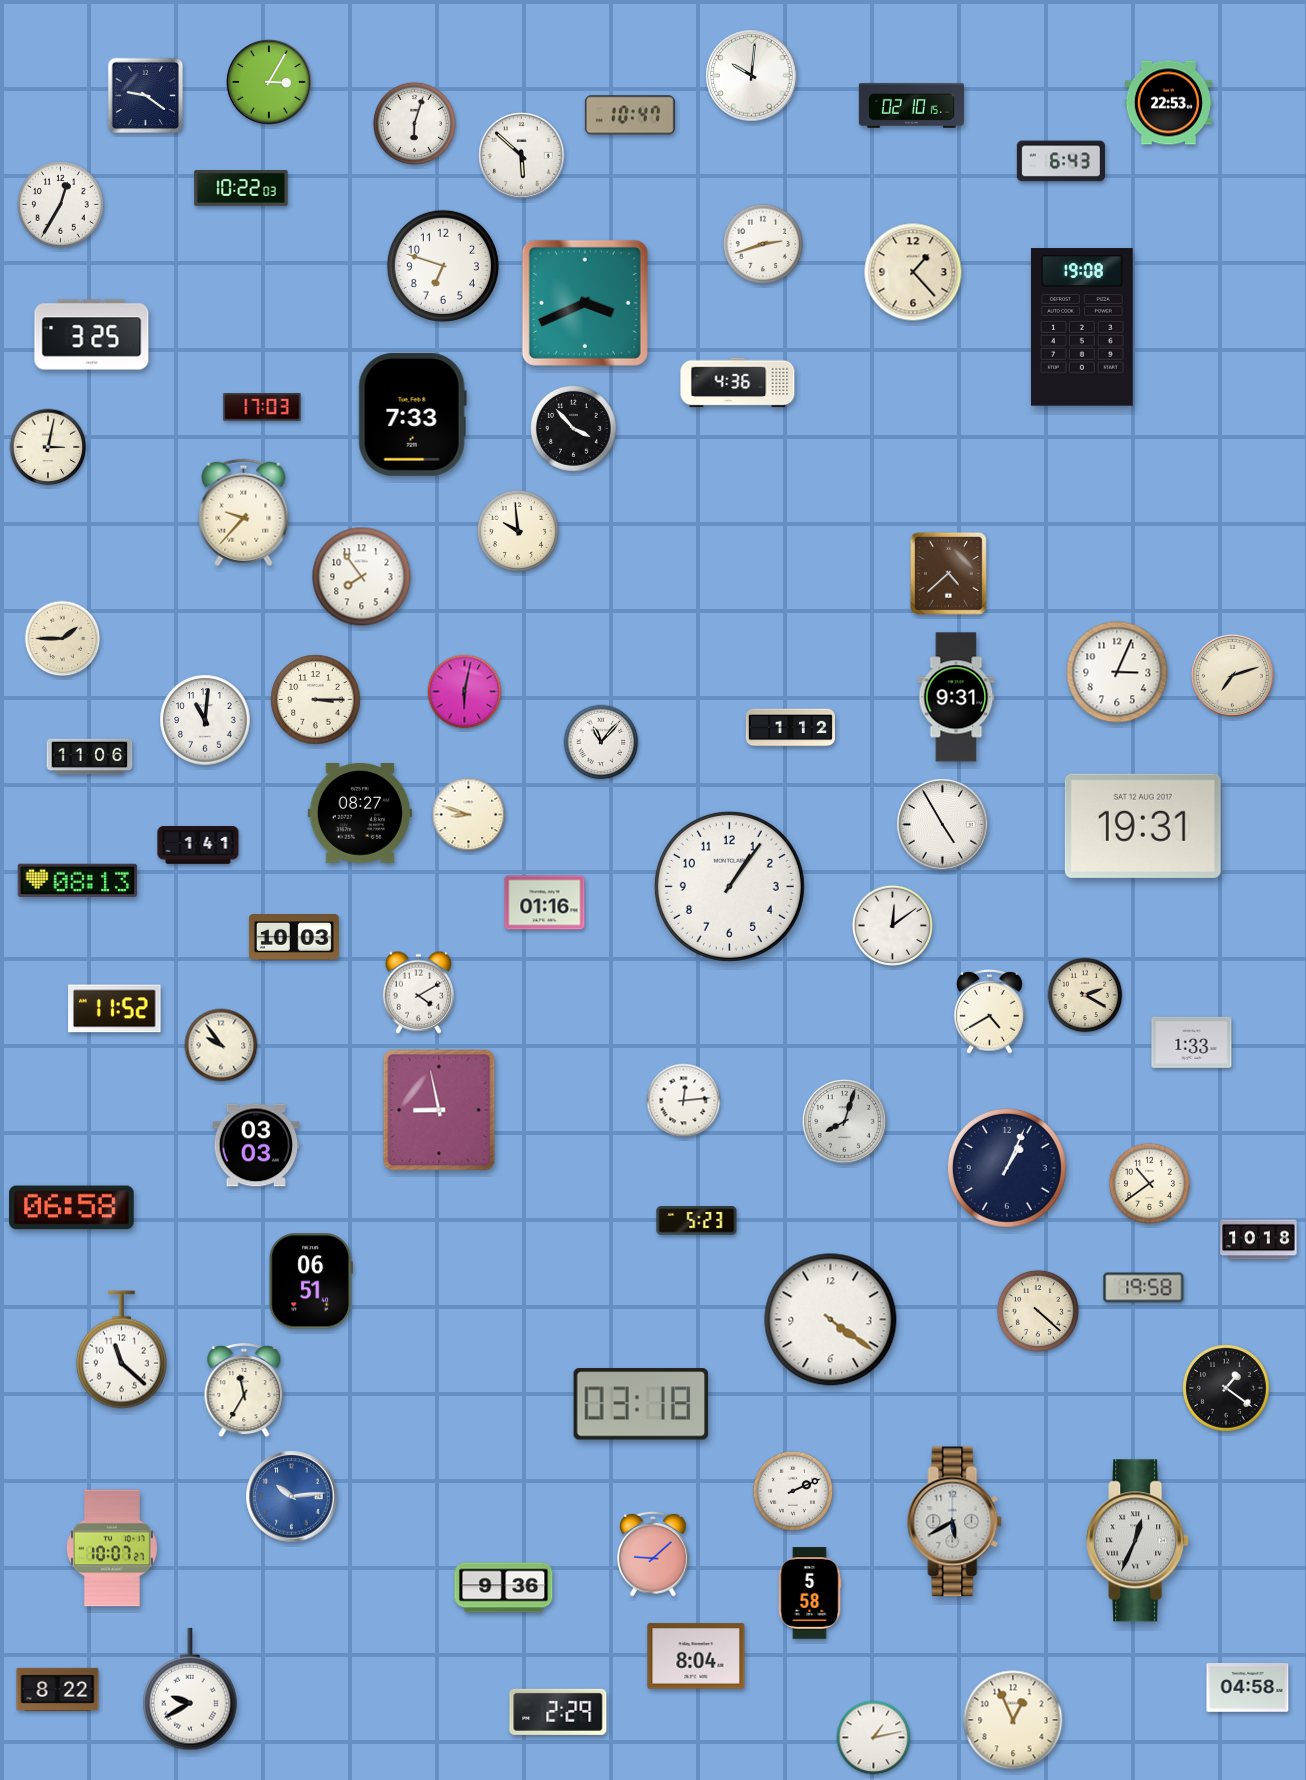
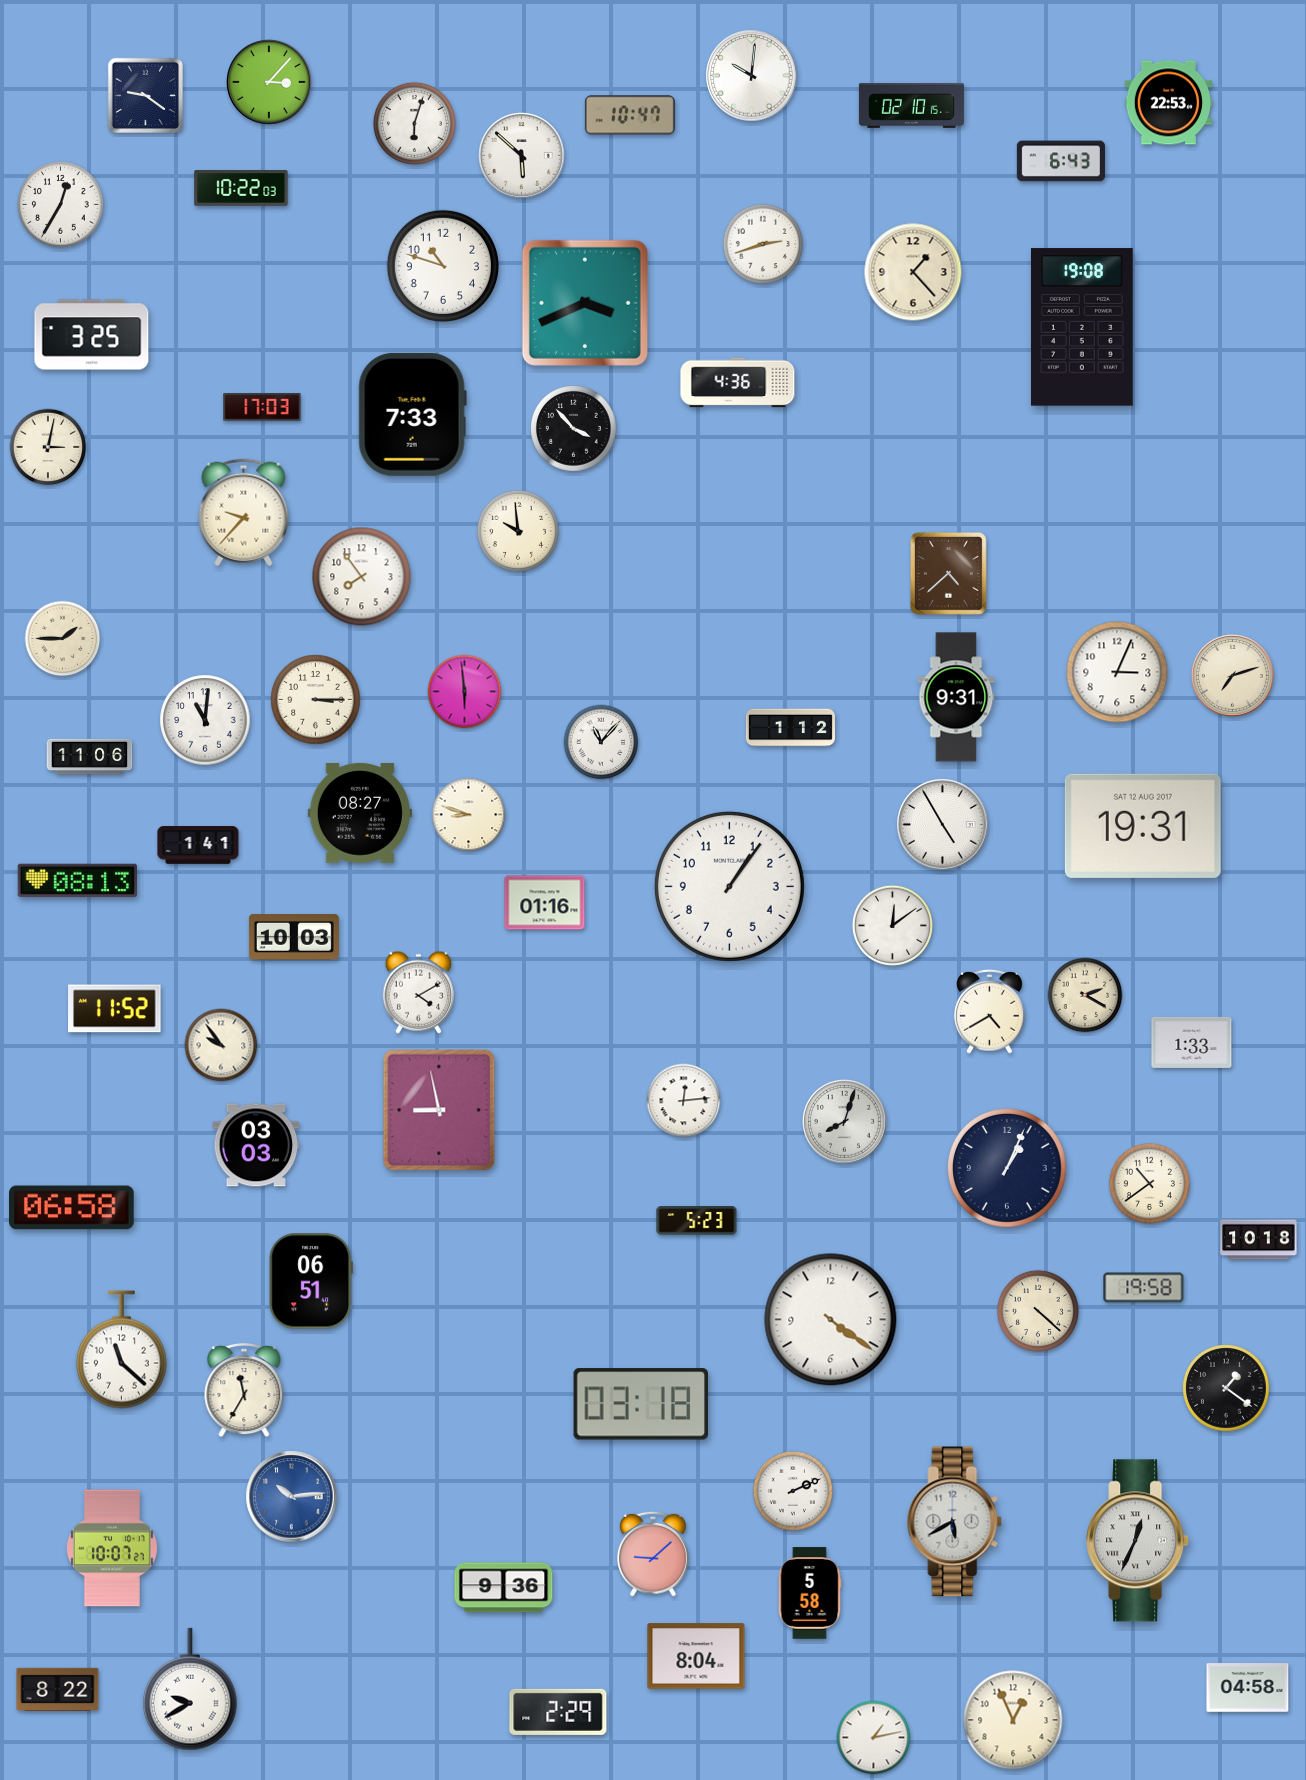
clock at (269, 82): 3:05 -> 3:07
clock at (442, 265): 6:48 -> 10:48
clock at (465, 692): 6:02 -> 5:59
